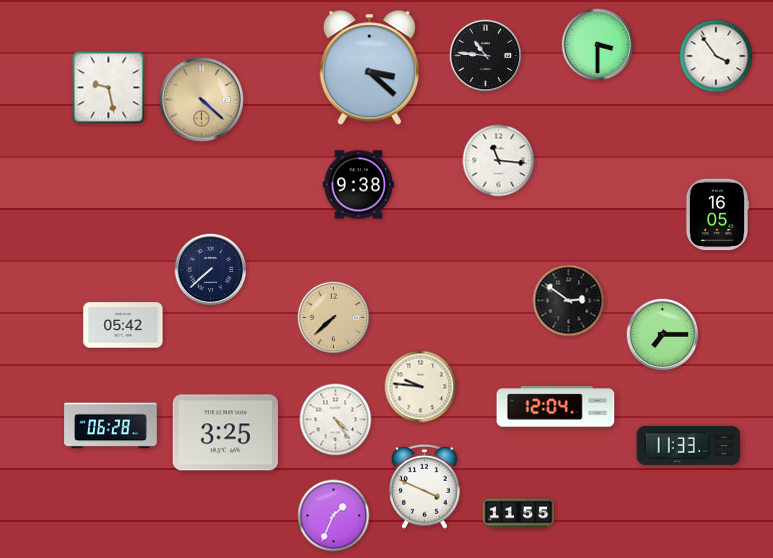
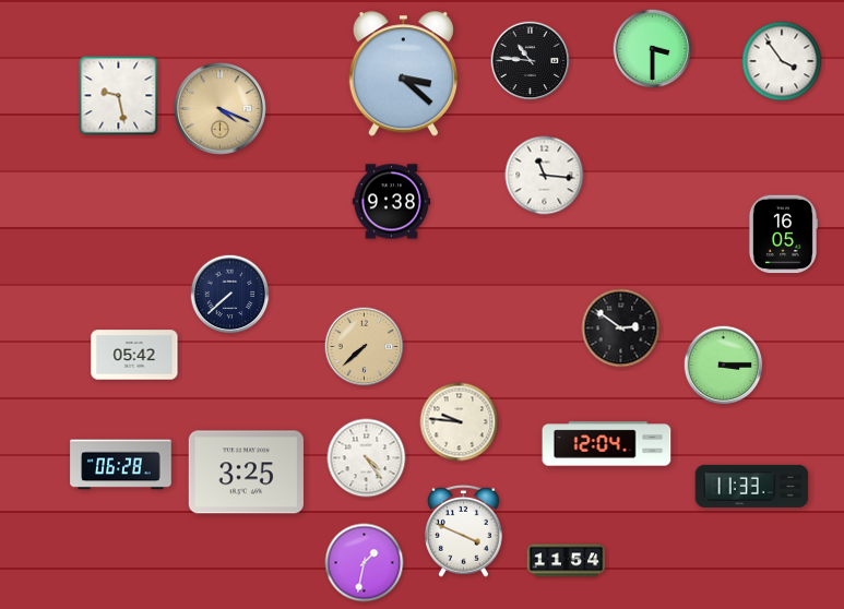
clock at (201, 99): 4:22 -> 4:19
clock at (663, 335): 7:15 -> 3:15
clock at (519, 514): 11:55 -> 11:54
clock at (334, 516): 1:34 -> 1:32
